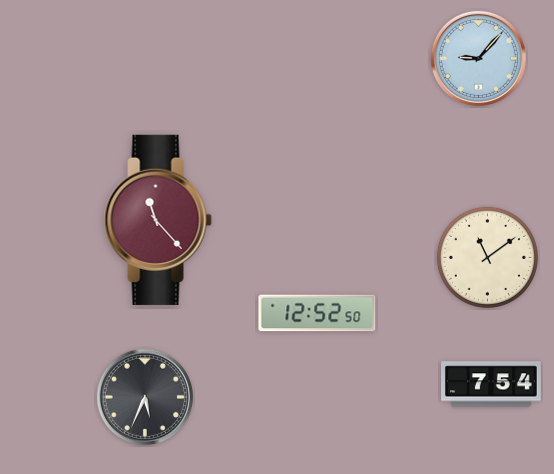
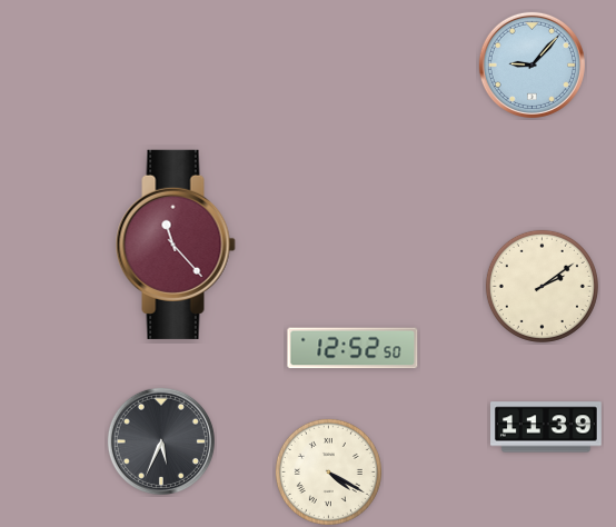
clock at (487, 257): 11:09 -> 2:09
clock at (492, 384): 7:54 -> 11:39
clock at (328, 471): none -> 4:20
